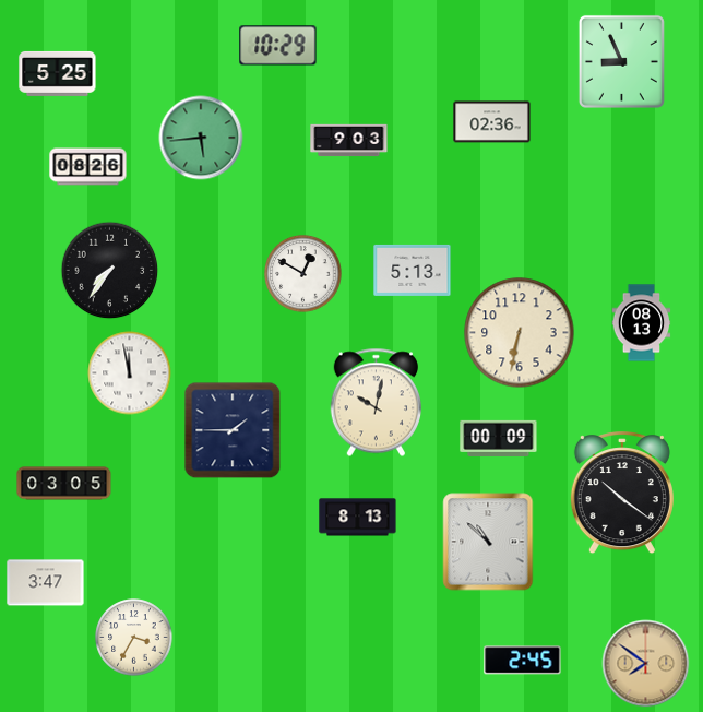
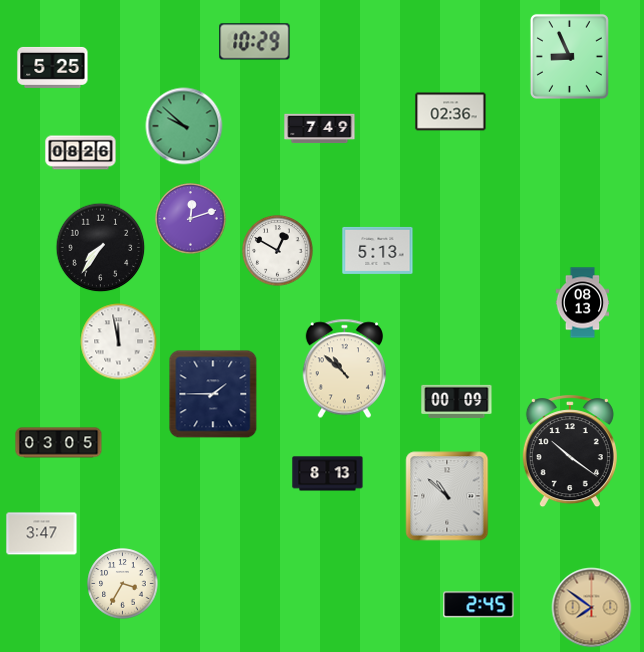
clock at (201, 138): 5:44 -> 9:52
clock at (349, 141): 9:03 -> 7:49
clock at (191, 219): none -> 12:12
clock at (413, 270) position: (413, 270) -> (378, 250)
clock at (642, 323) position: (642, 323) -> (583, 303)
clock at (520, 333): 6:32 -> none
clock at (376, 403): 10:02 -> 10:52
